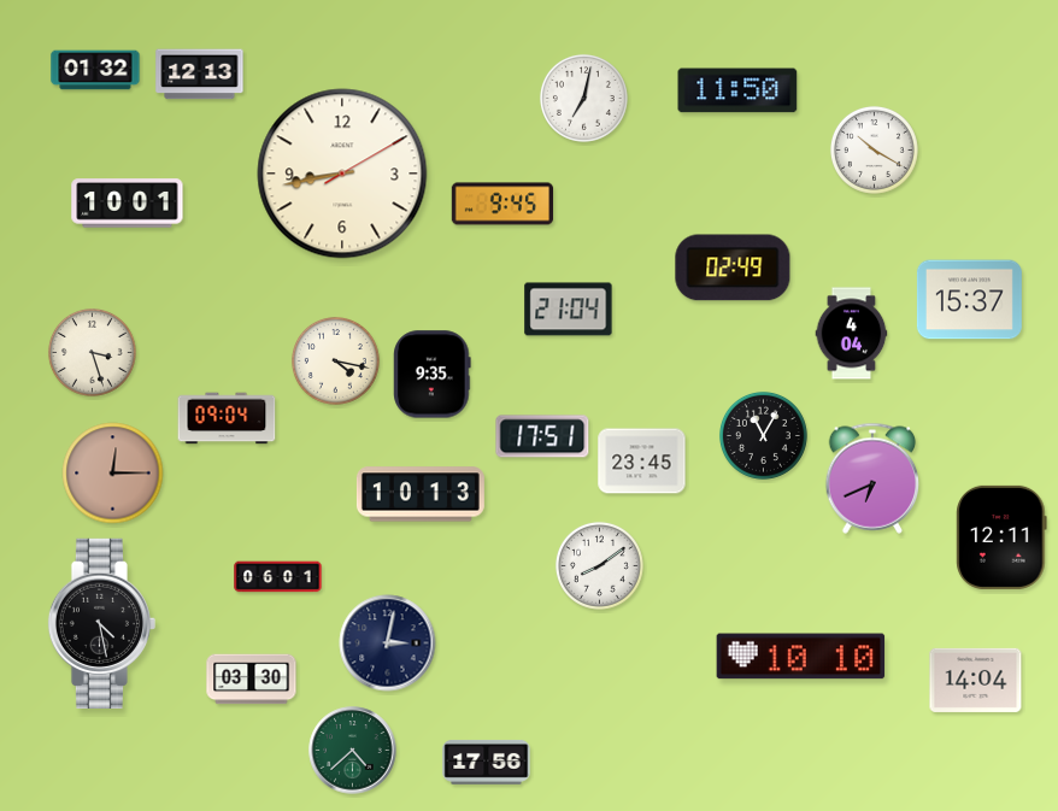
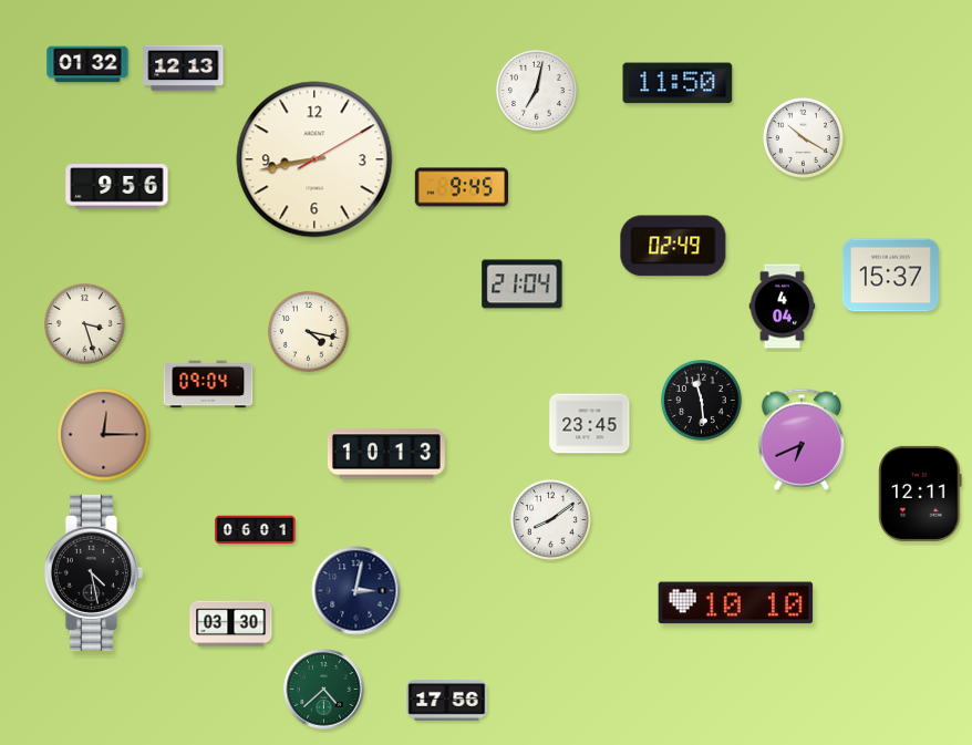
clock at (128, 204): 10:01 -> 9:56
clock at (433, 375): 9:35 -> none
clock at (763, 435): 11:05 -> 11:29
clock at (542, 436): 17:51 -> none
clock at (976, 680): 14:04 -> none
